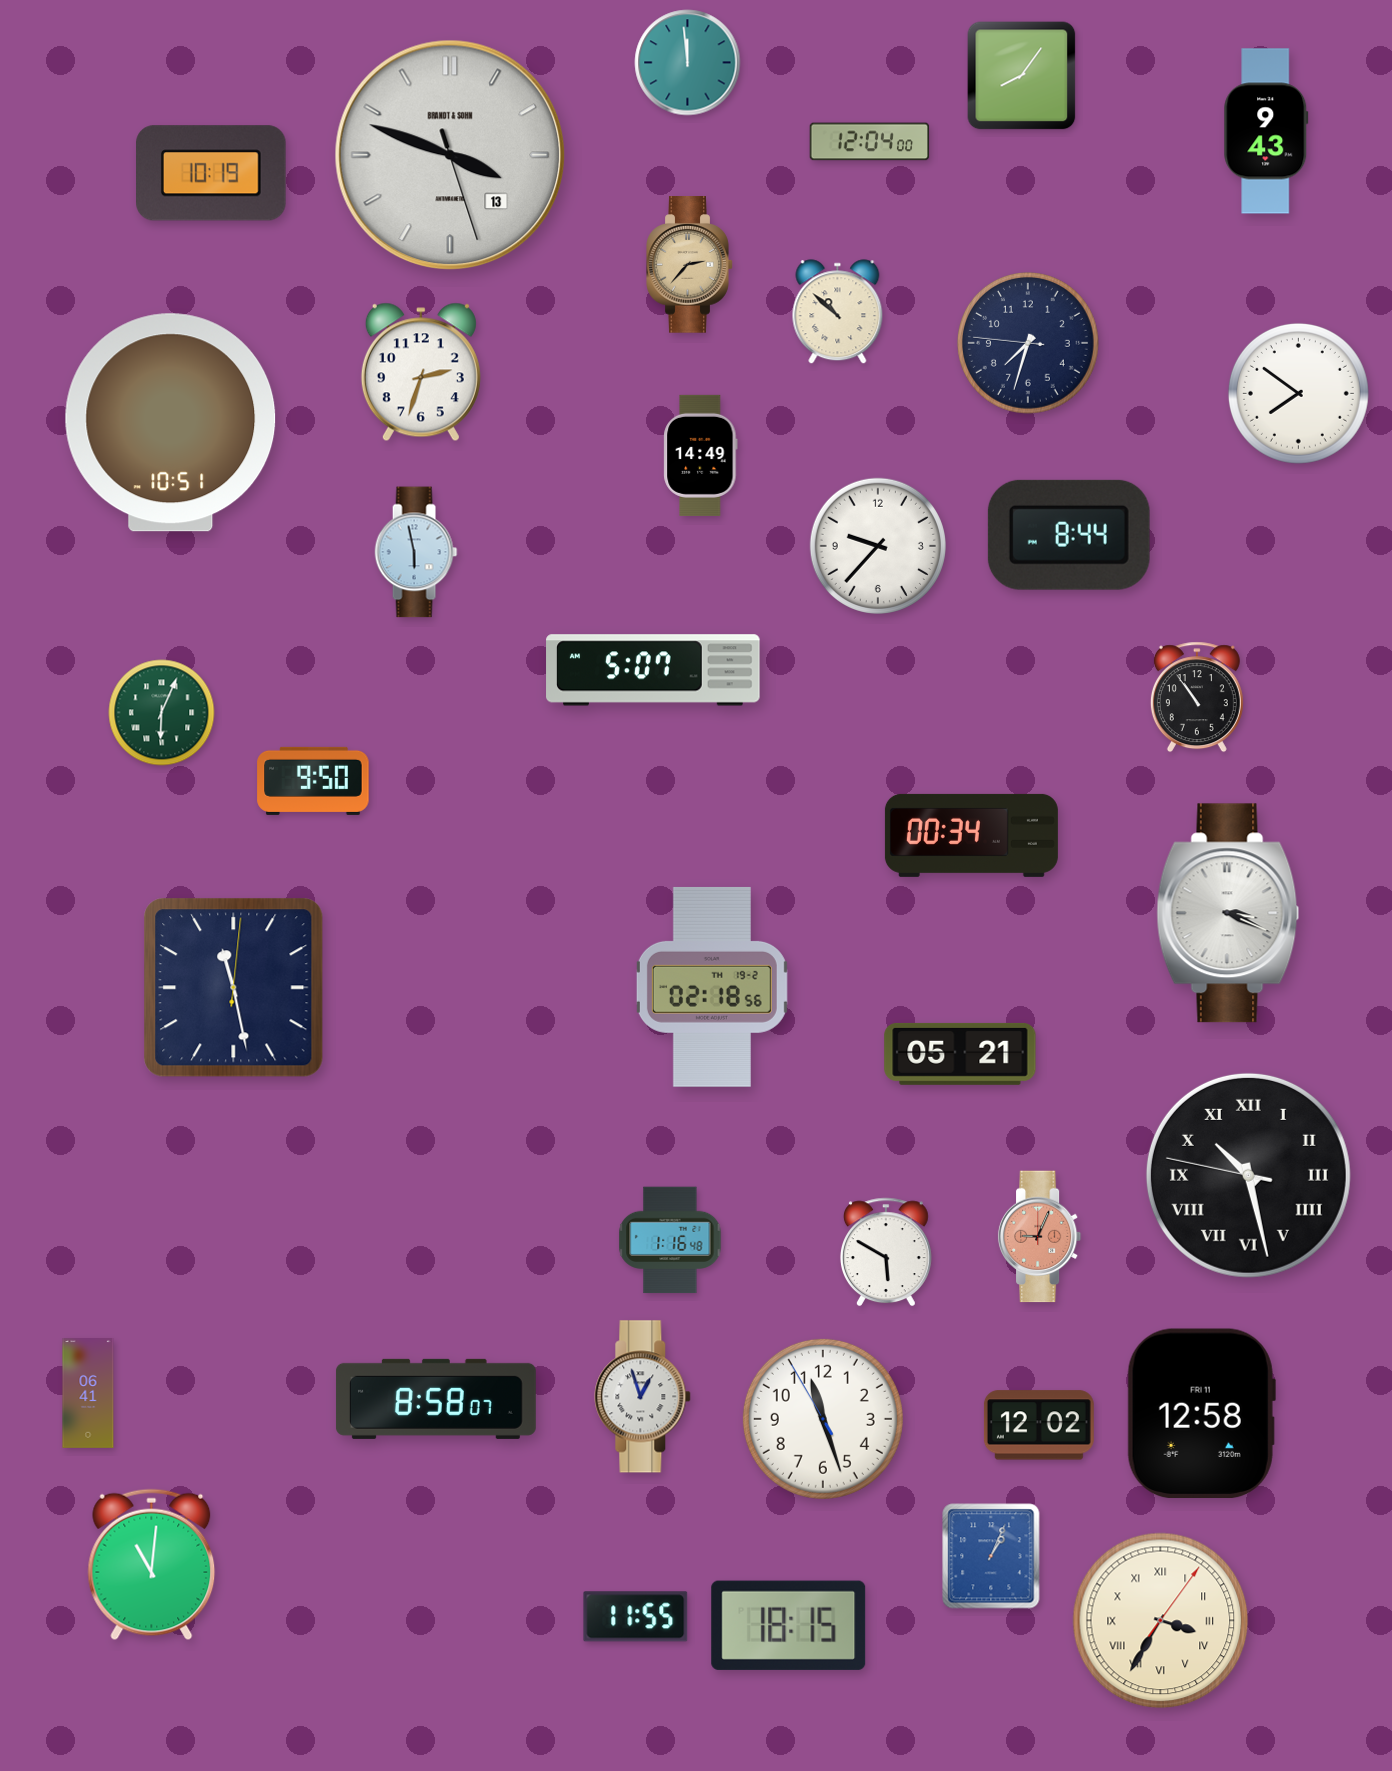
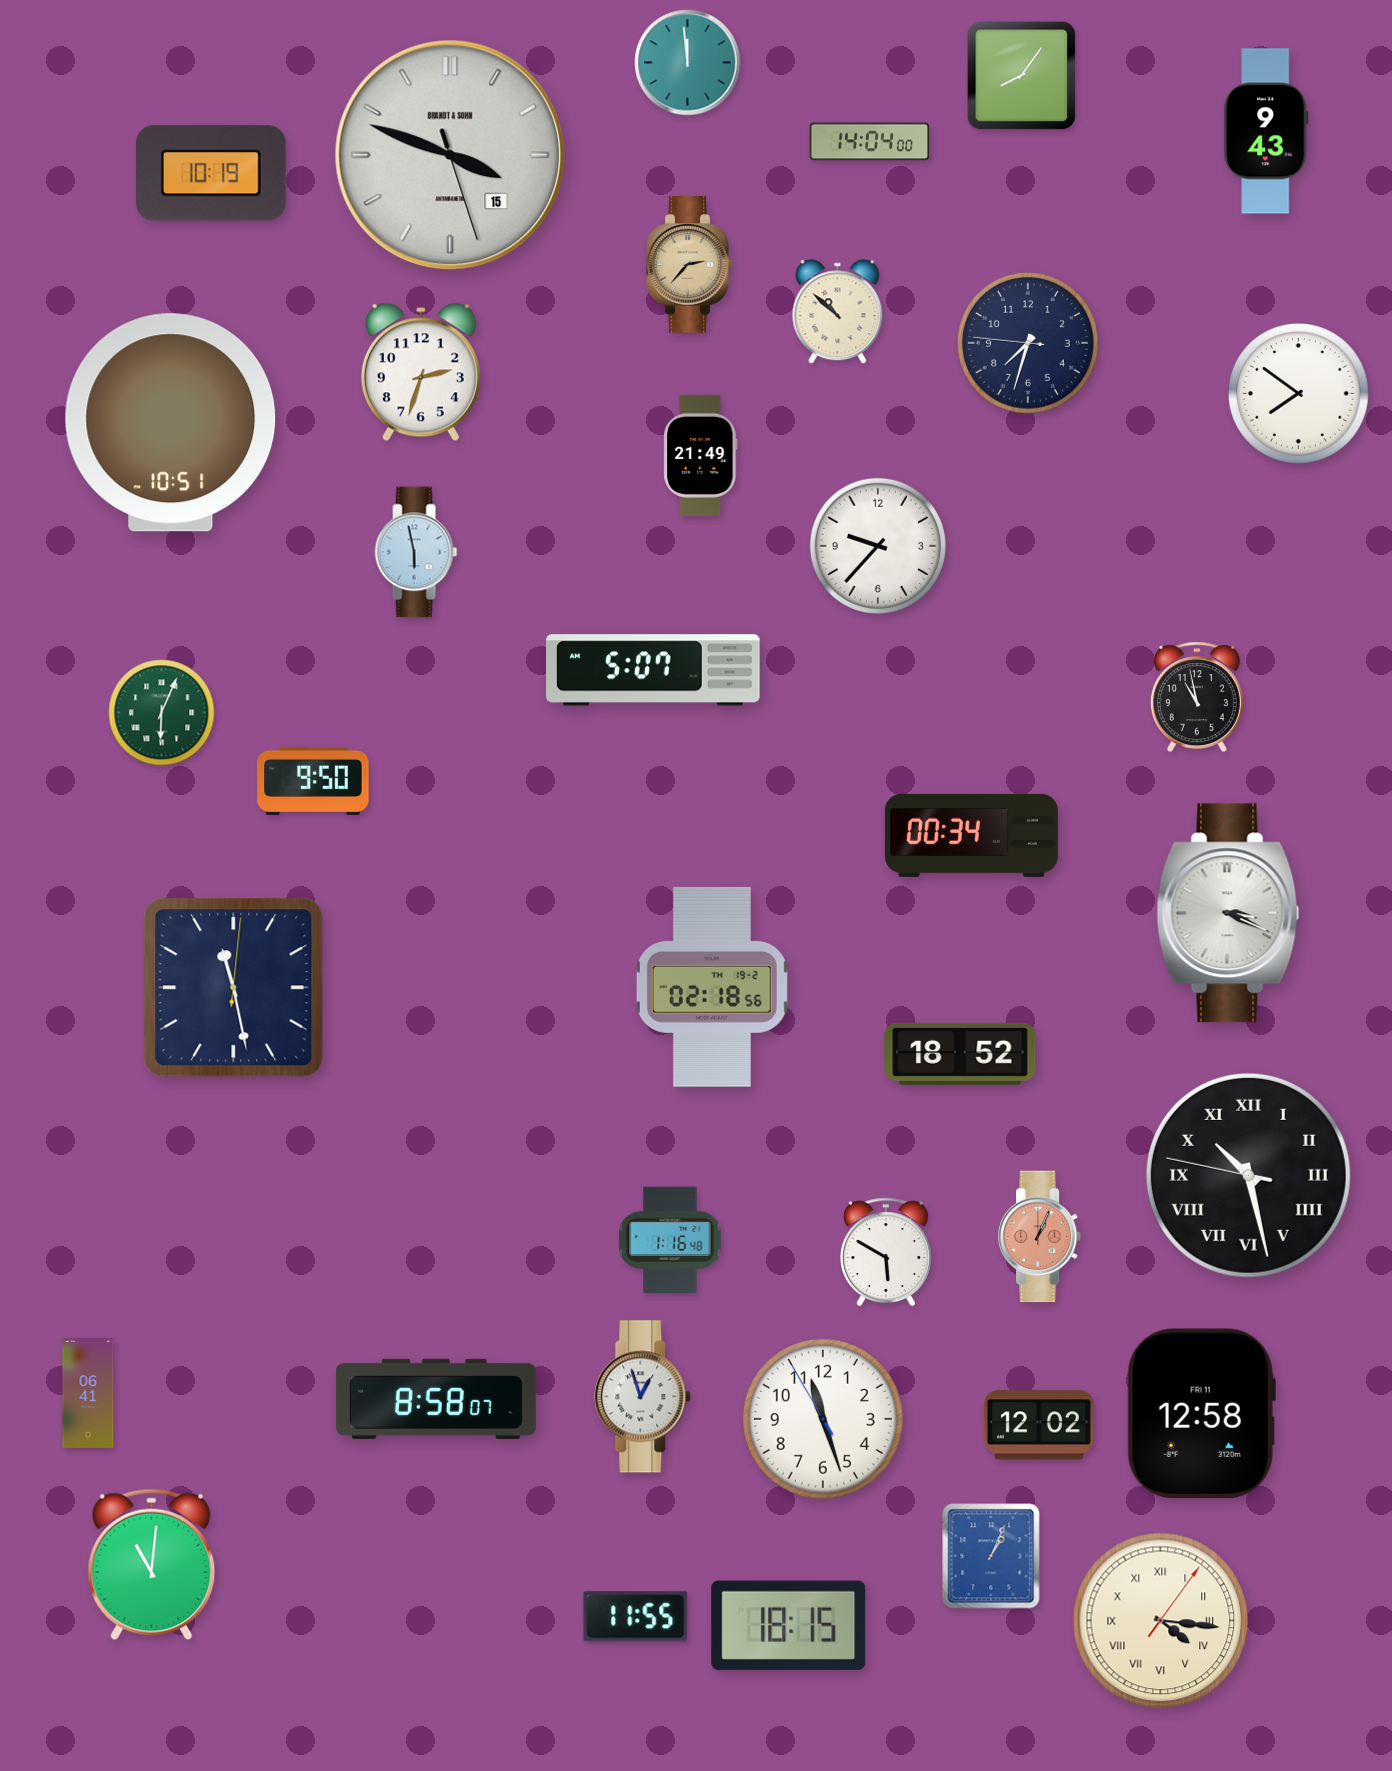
clock at (870, 142): 12:04 -> 14:04
clock at (450, 155) date: 13 -> 15
clock at (701, 455): 14:49 -> 21:49
clock at (1069, 535): 8:44 -> none
clock at (1197, 697): 10:54 -> 10:58
clock at (960, 1054): 05:21 -> 18:52
clock at (1040, 1237): 9:04 -> 1:04
clock at (1161, 1621): 3:35 -> 4:16
